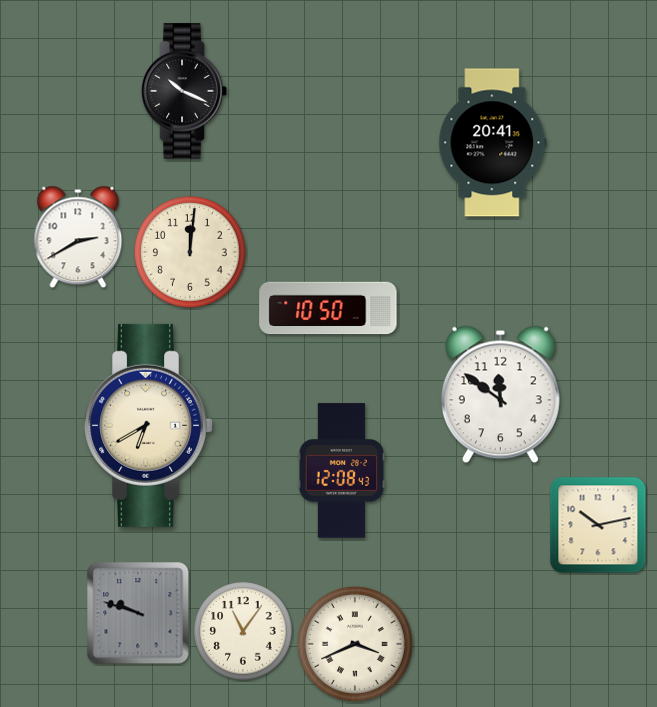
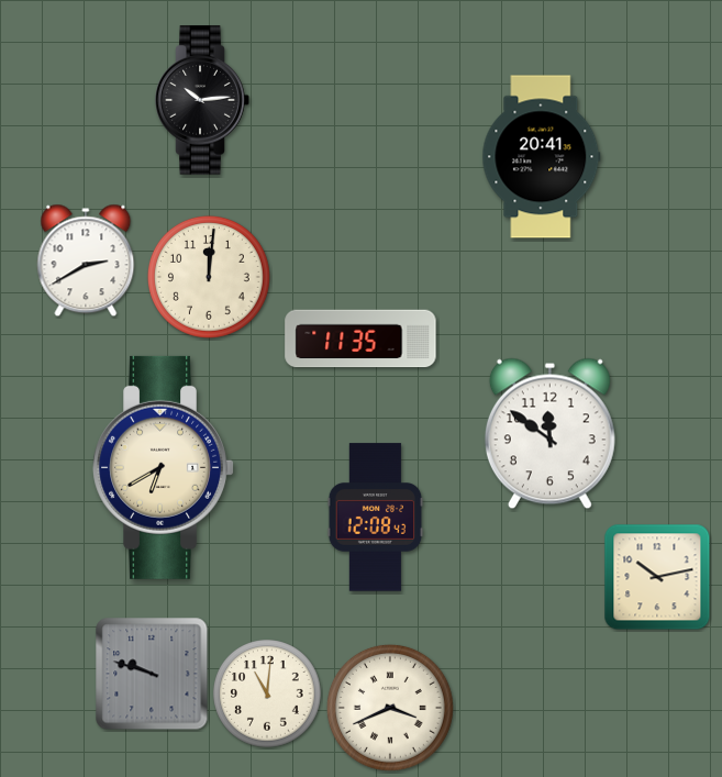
clock at (184, 91): 10:19 -> 10:14
clock at (328, 308): 10:50 -> 11:35
clock at (243, 631): 11:06 -> 11:01
